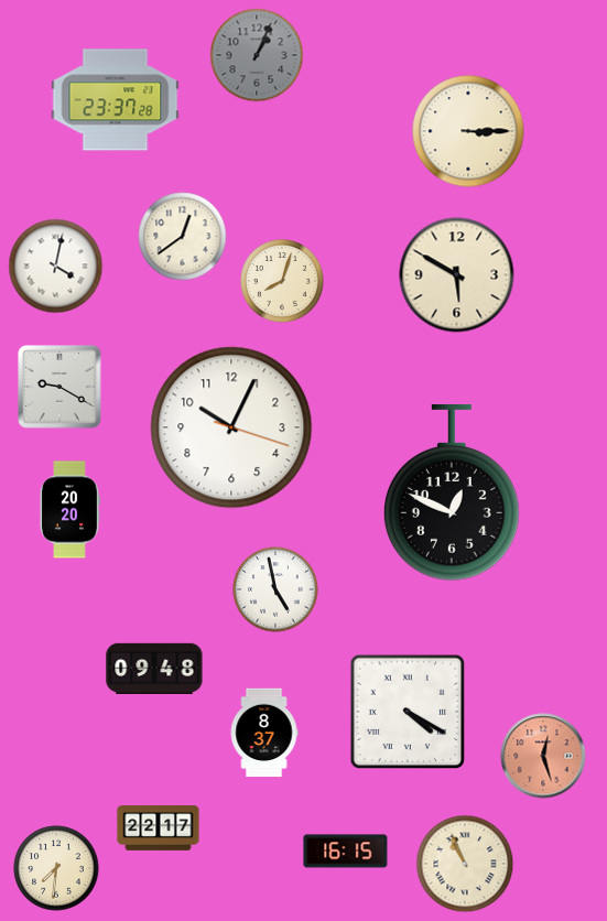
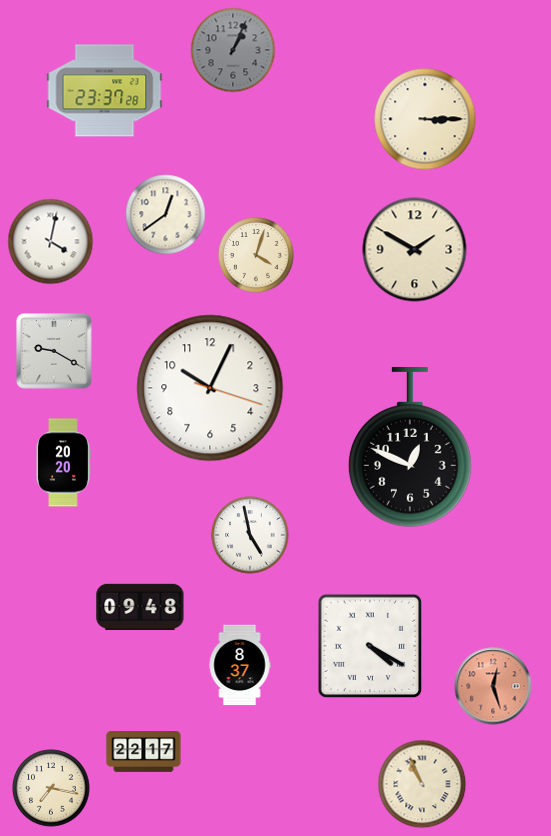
clock at (457, 275): 5:50 -> 1:50
clock at (282, 281): 8:03 -> 4:03
clock at (346, 852): 16:15 -> none
clock at (56, 868): 7:31 -> 7:17
